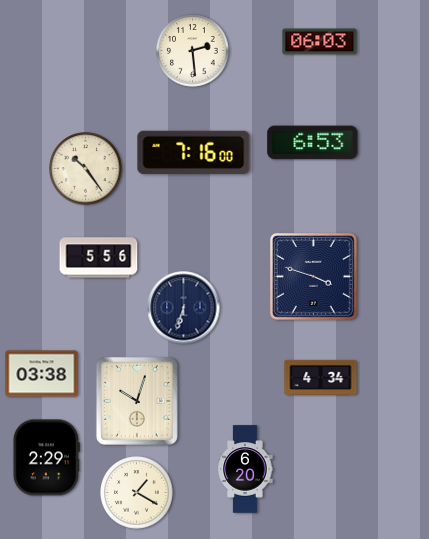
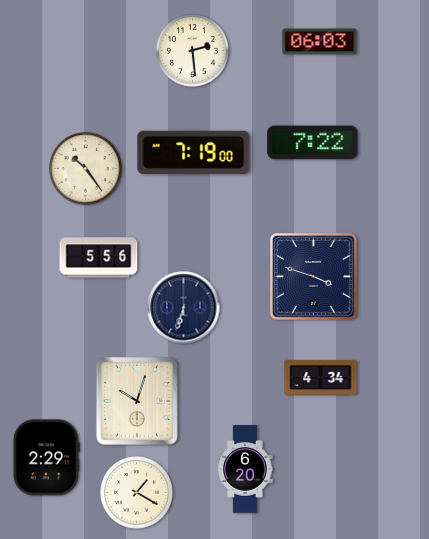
clock at (313, 143): 6:53 -> 7:22
clock at (194, 152): 7:16 -> 7:19
clock at (42, 374): 03:38 -> none
